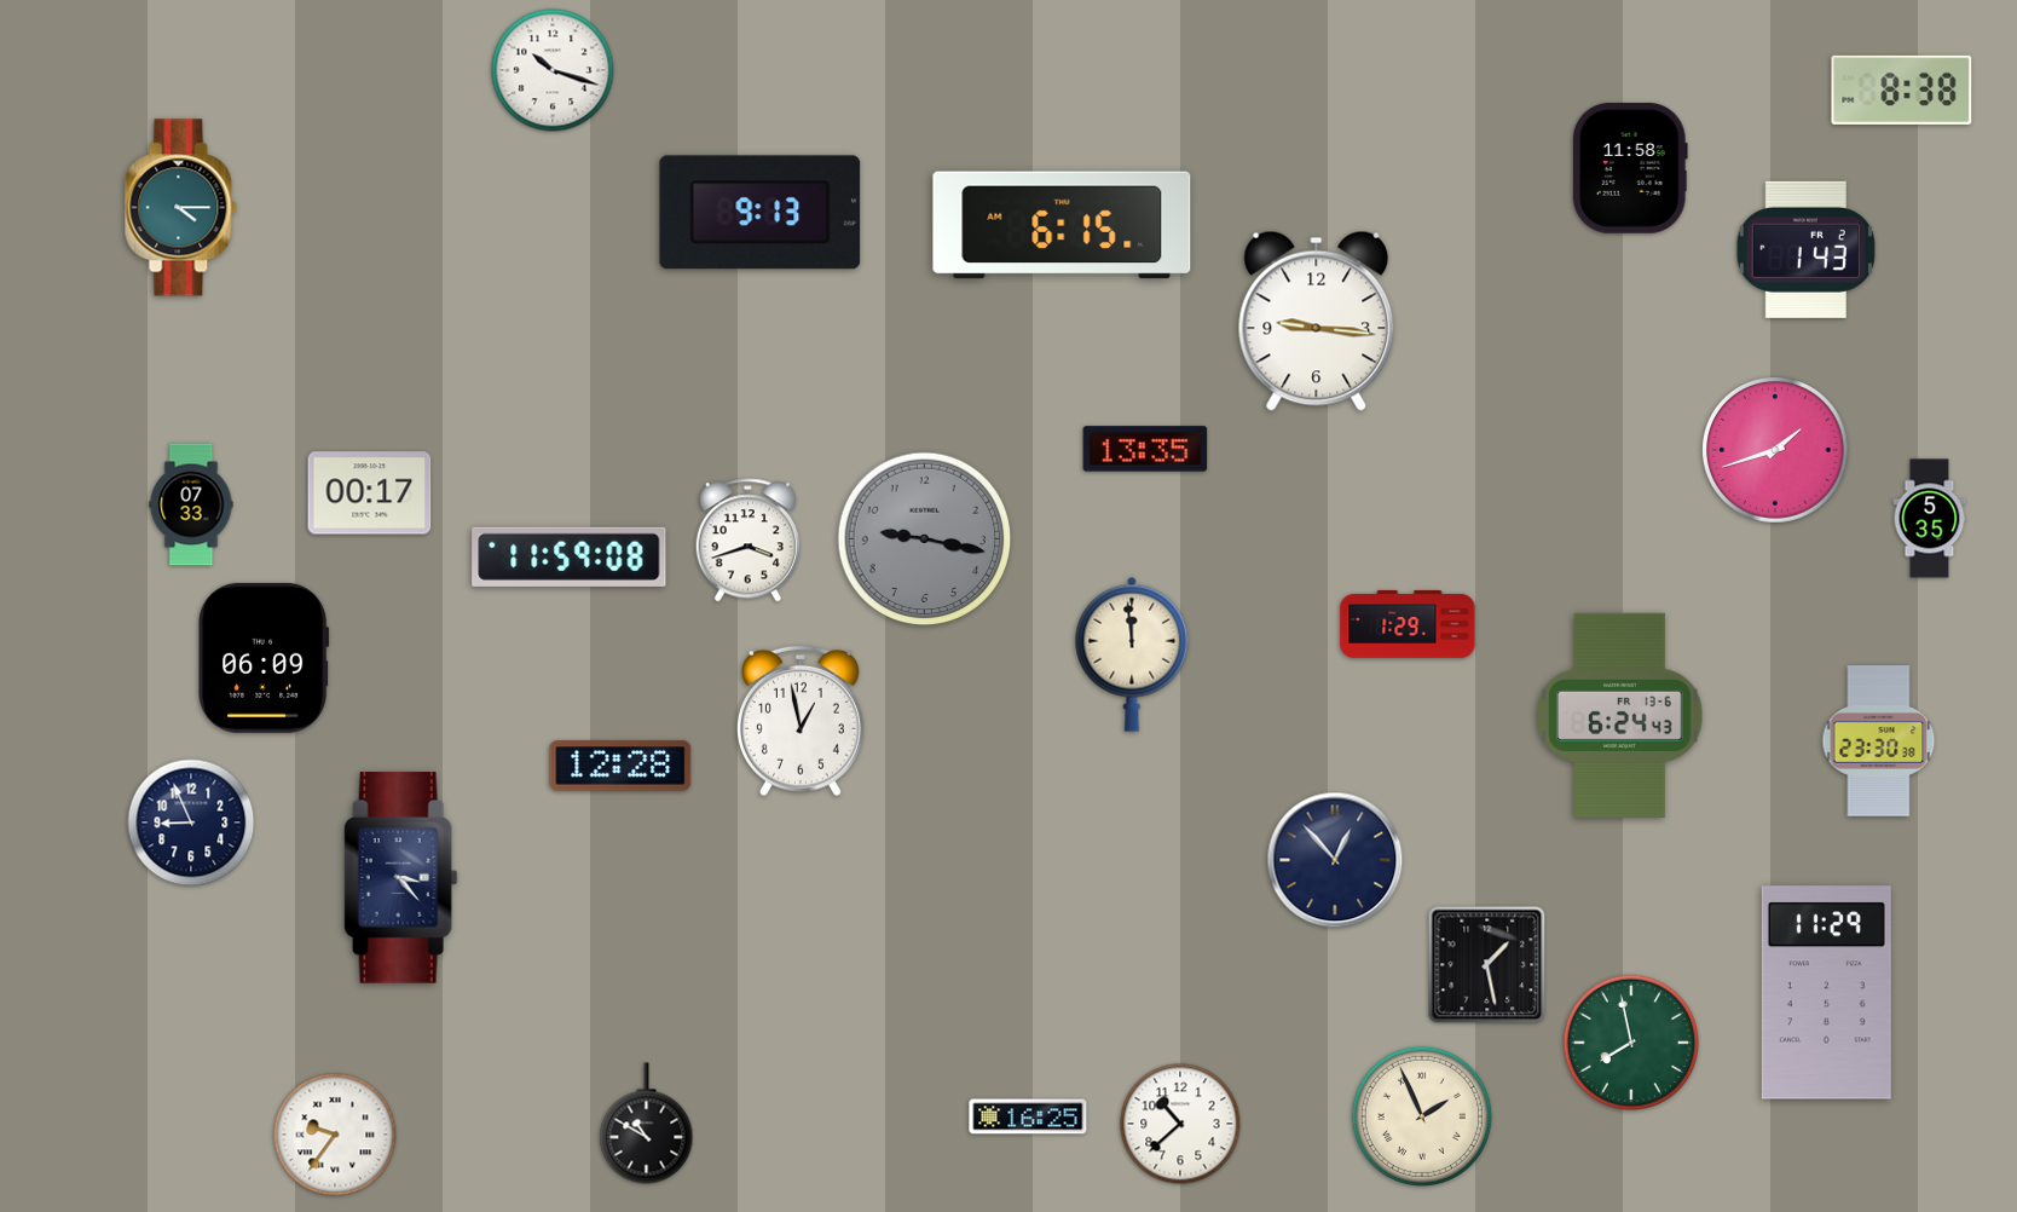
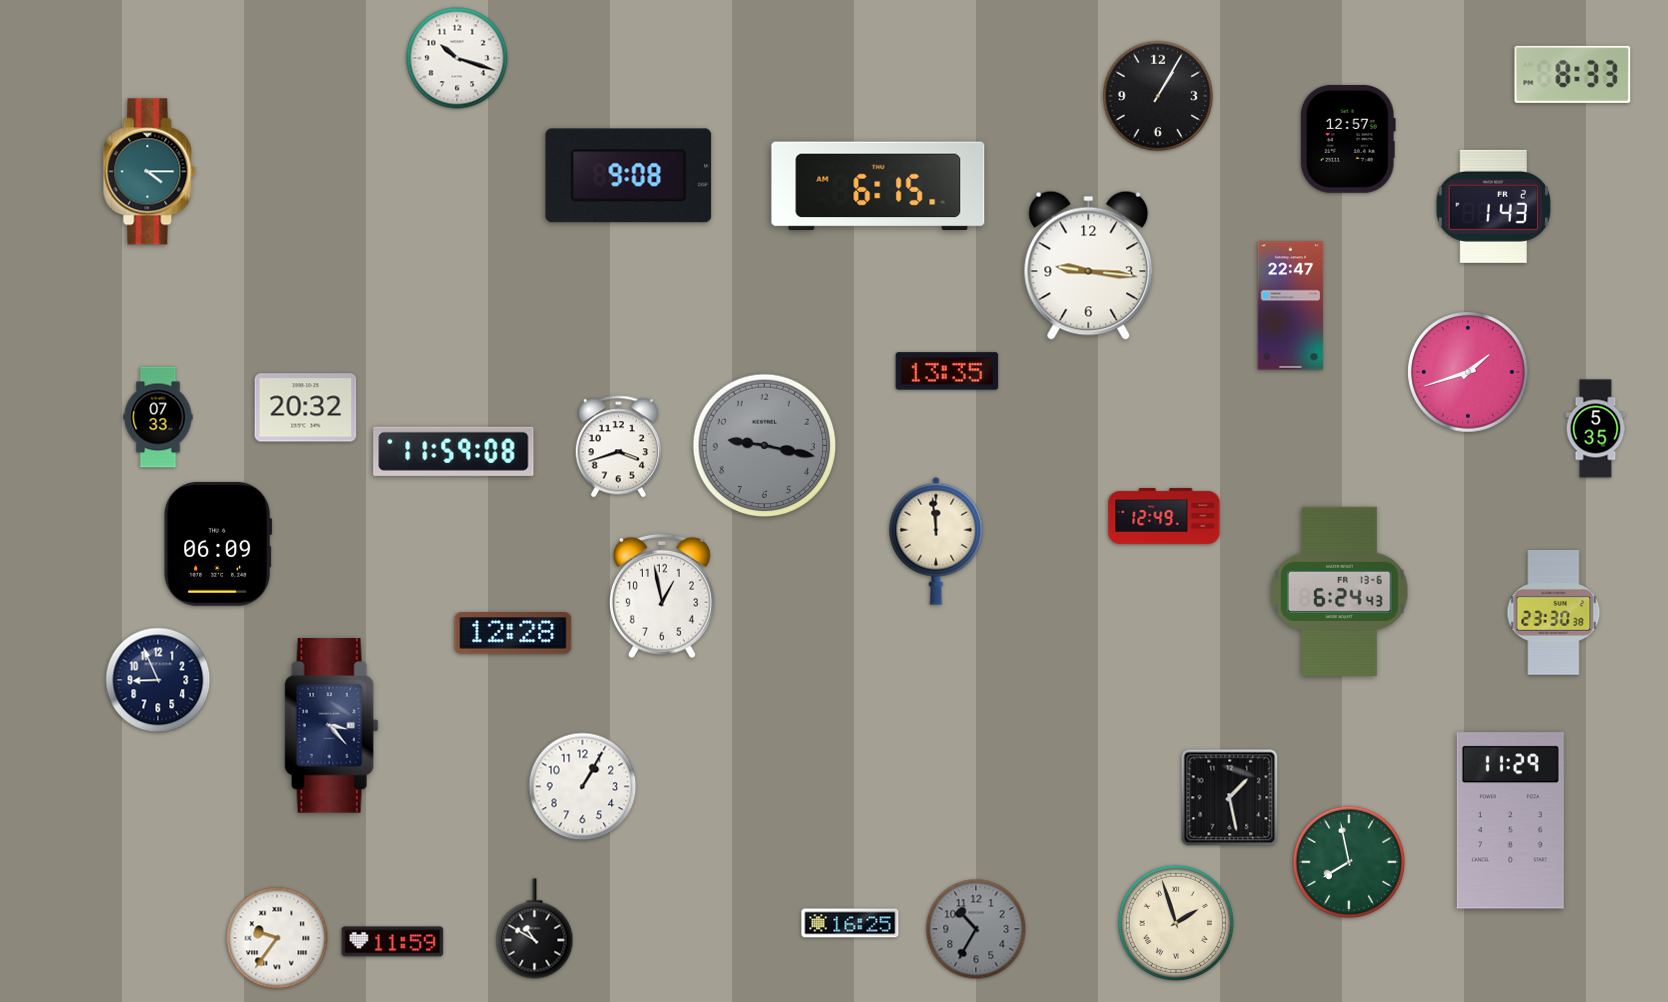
clock at (1902, 90): 8:38 -> 8:33
clock at (1158, 96): none -> 1:05
clock at (1630, 168): 11:58 -> 12:57
clock at (761, 213): 9:13 -> 9:08
clock at (1291, 306): none -> 22:47
clock at (370, 494): 00:17 -> 20:32
clock at (570, 556) position: (570, 556) -> (454, 451)
clock at (1408, 624): 1:29 -> 12:49
clock at (1335, 860): 12:53 -> none
clock at (583, 787): none -> 1:05
clock at (1422, 1116): 1:56 -> 1:57
clock at (1180, 1124): 10:38 -> 10:35
clock at (1180, 1124) dial: white -> grey
clock at (393, 942): none -> 11:59
